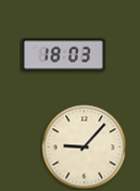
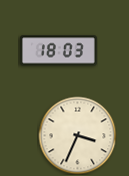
clock at (84, 147): 9:07 -> 3:34
